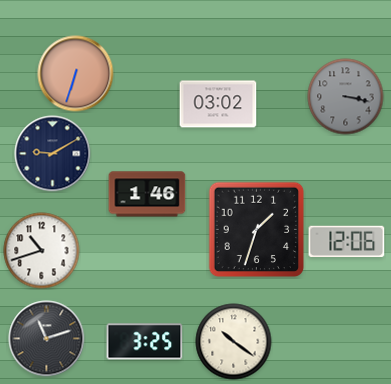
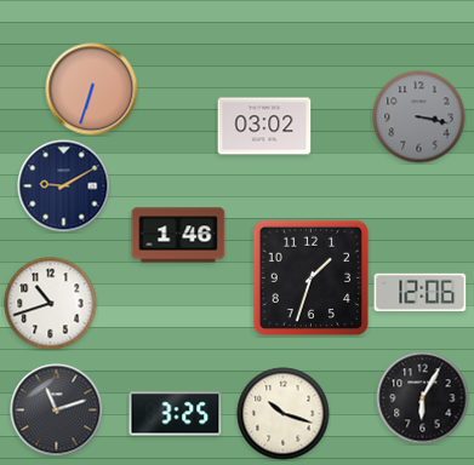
clock at (423, 398): none -> 6:05
clock at (234, 342): 10:21 -> 10:18
